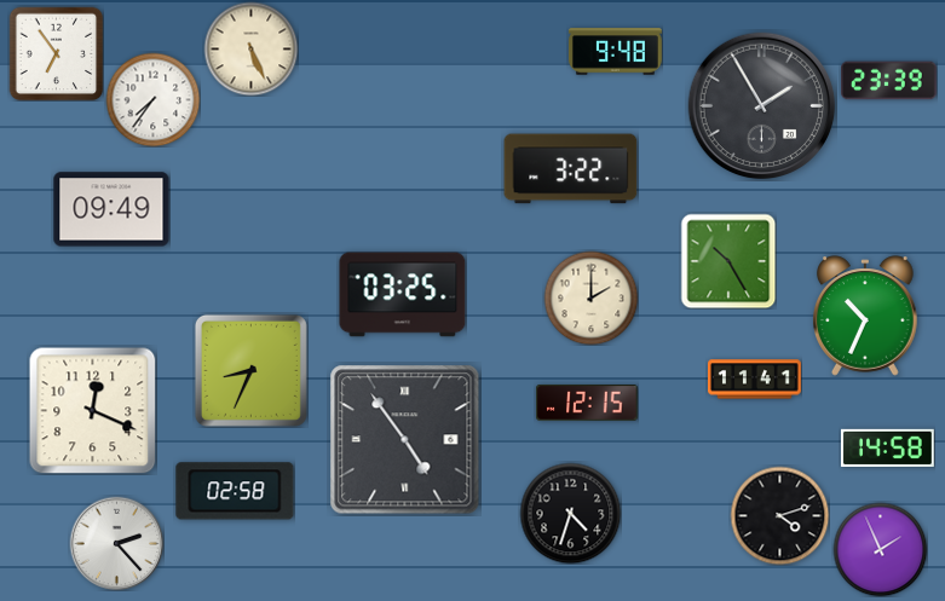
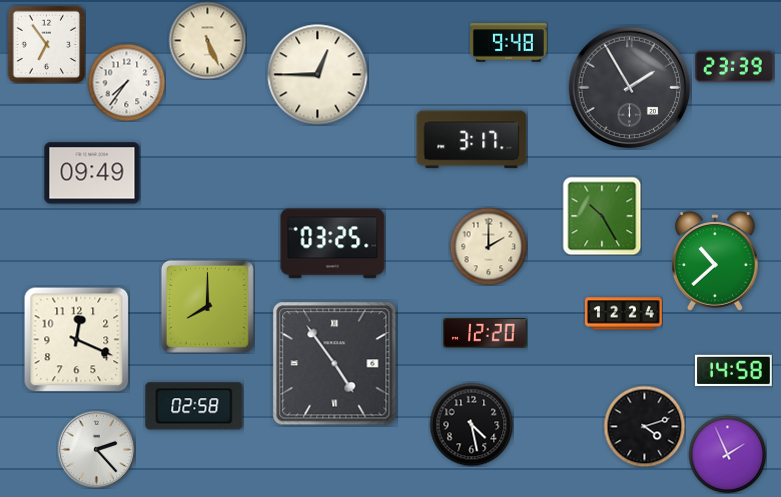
clock at (318, 75): none -> 12:45
clock at (571, 169): 3:22 -> 3:17
clock at (866, 316): 10:34 -> 10:38
clock at (250, 370): 8:34 -> 8:00
clock at (755, 380): 11:41 -> 12:24
clock at (587, 403): 12:15 -> 12:20
clock at (570, 513): 4:33 -> 4:28
